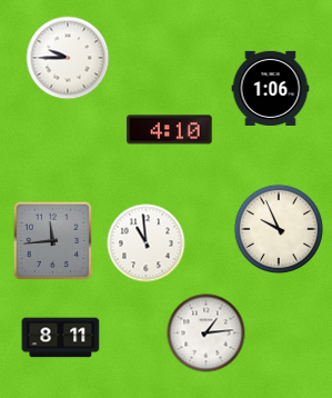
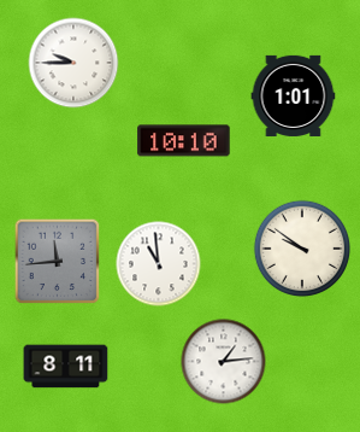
clock at (271, 88): 1:06 -> 1:01
clock at (170, 130): 4:10 -> 10:10
clock at (278, 228): 9:56 -> 9:51
